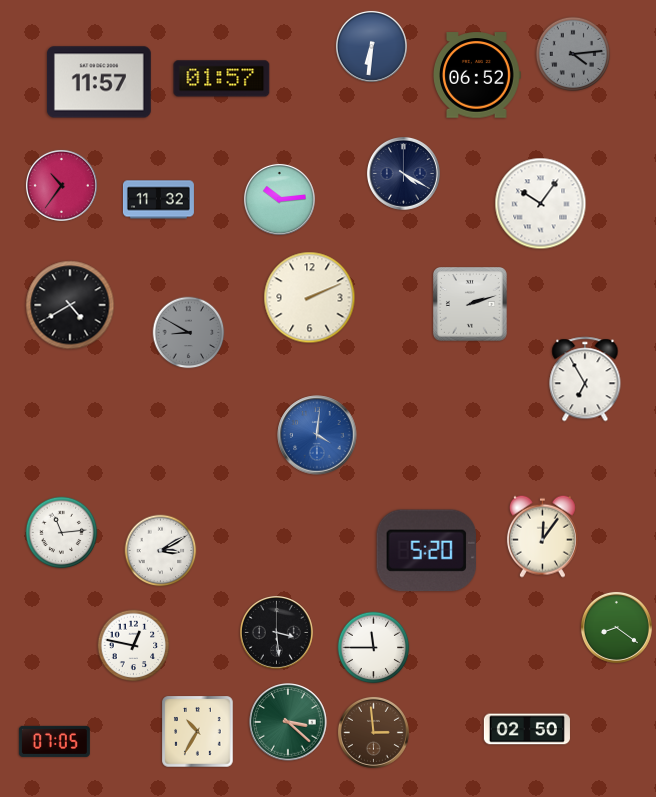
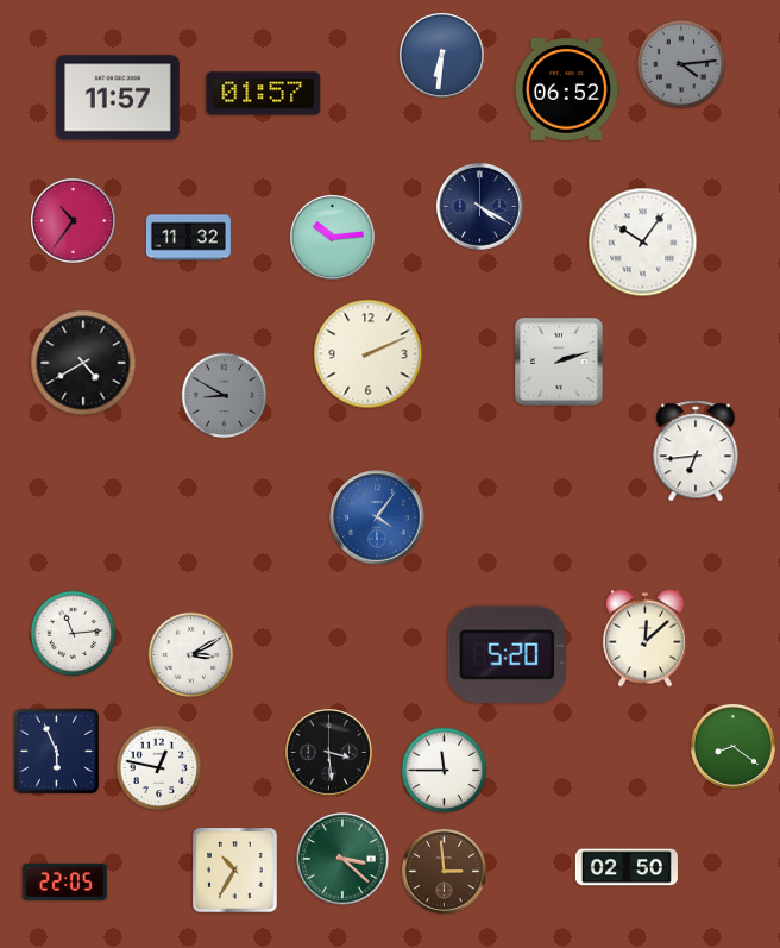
clock at (585, 379): 6:55 -> 6:44
clock at (317, 435): 4:01 -> 4:06
clock at (542, 536): 12:06 -> 12:08
clock at (56, 751): none -> 5:56
clock at (54, 741): 07:05 -> 22:05
